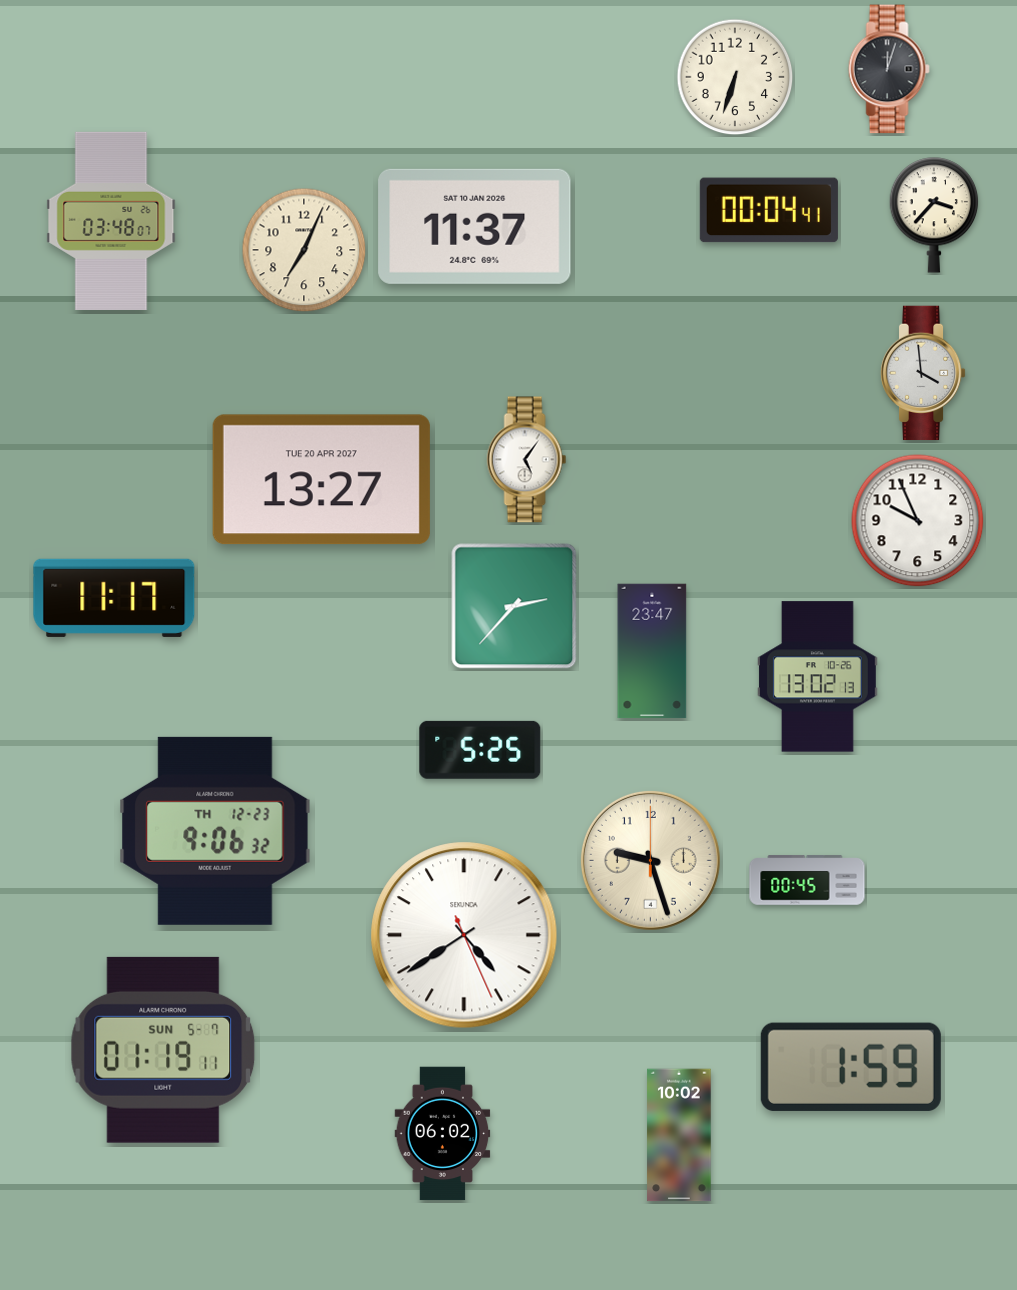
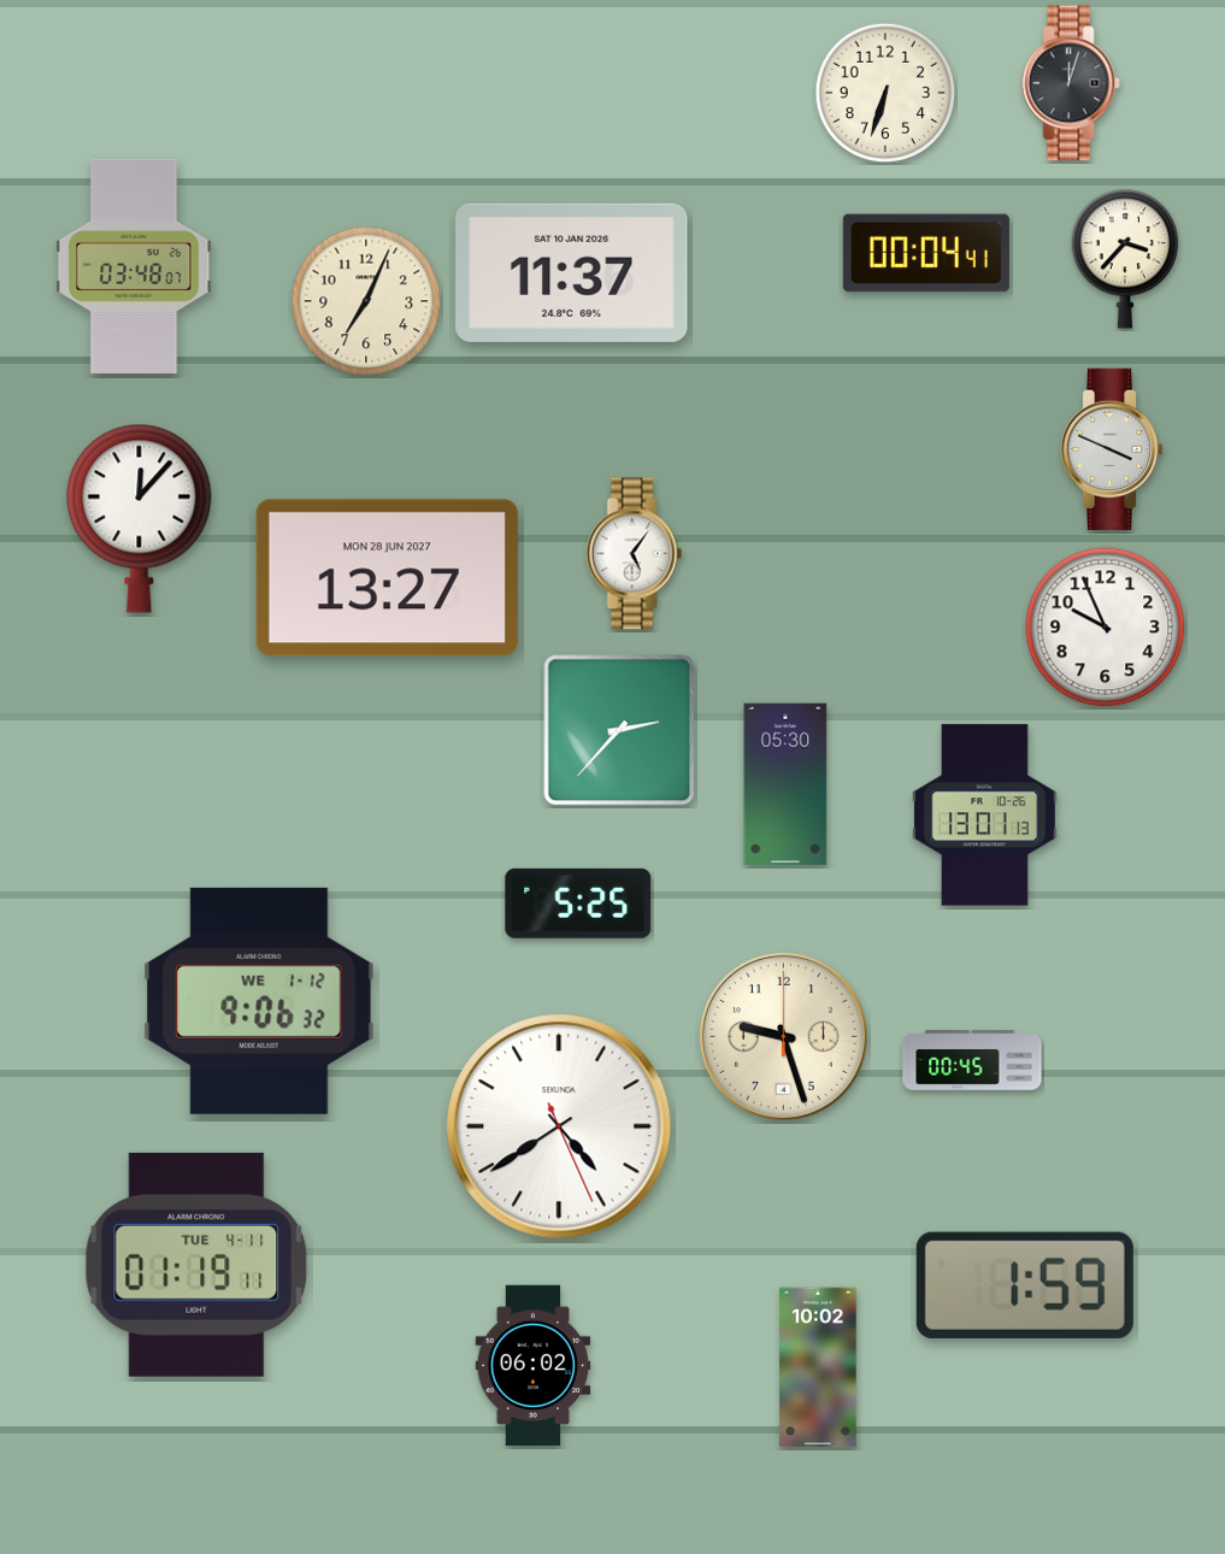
clock at (923, 373): 3:59 -> 3:49
clock at (140, 518): none -> 12:07
clock at (321, 480) date: TUE 20 APR 2027 -> MON 28 JUN 2027
clock at (114, 598): 11:17 -> none
clock at (652, 651): 23:47 -> 05:30
clock at (817, 677): 13:02 -> 13:01
clock at (215, 831) date: TH 12-23 -> WE 1-12
clock at (163, 1050) date: SUN 5-7 -> TUE 4-11
